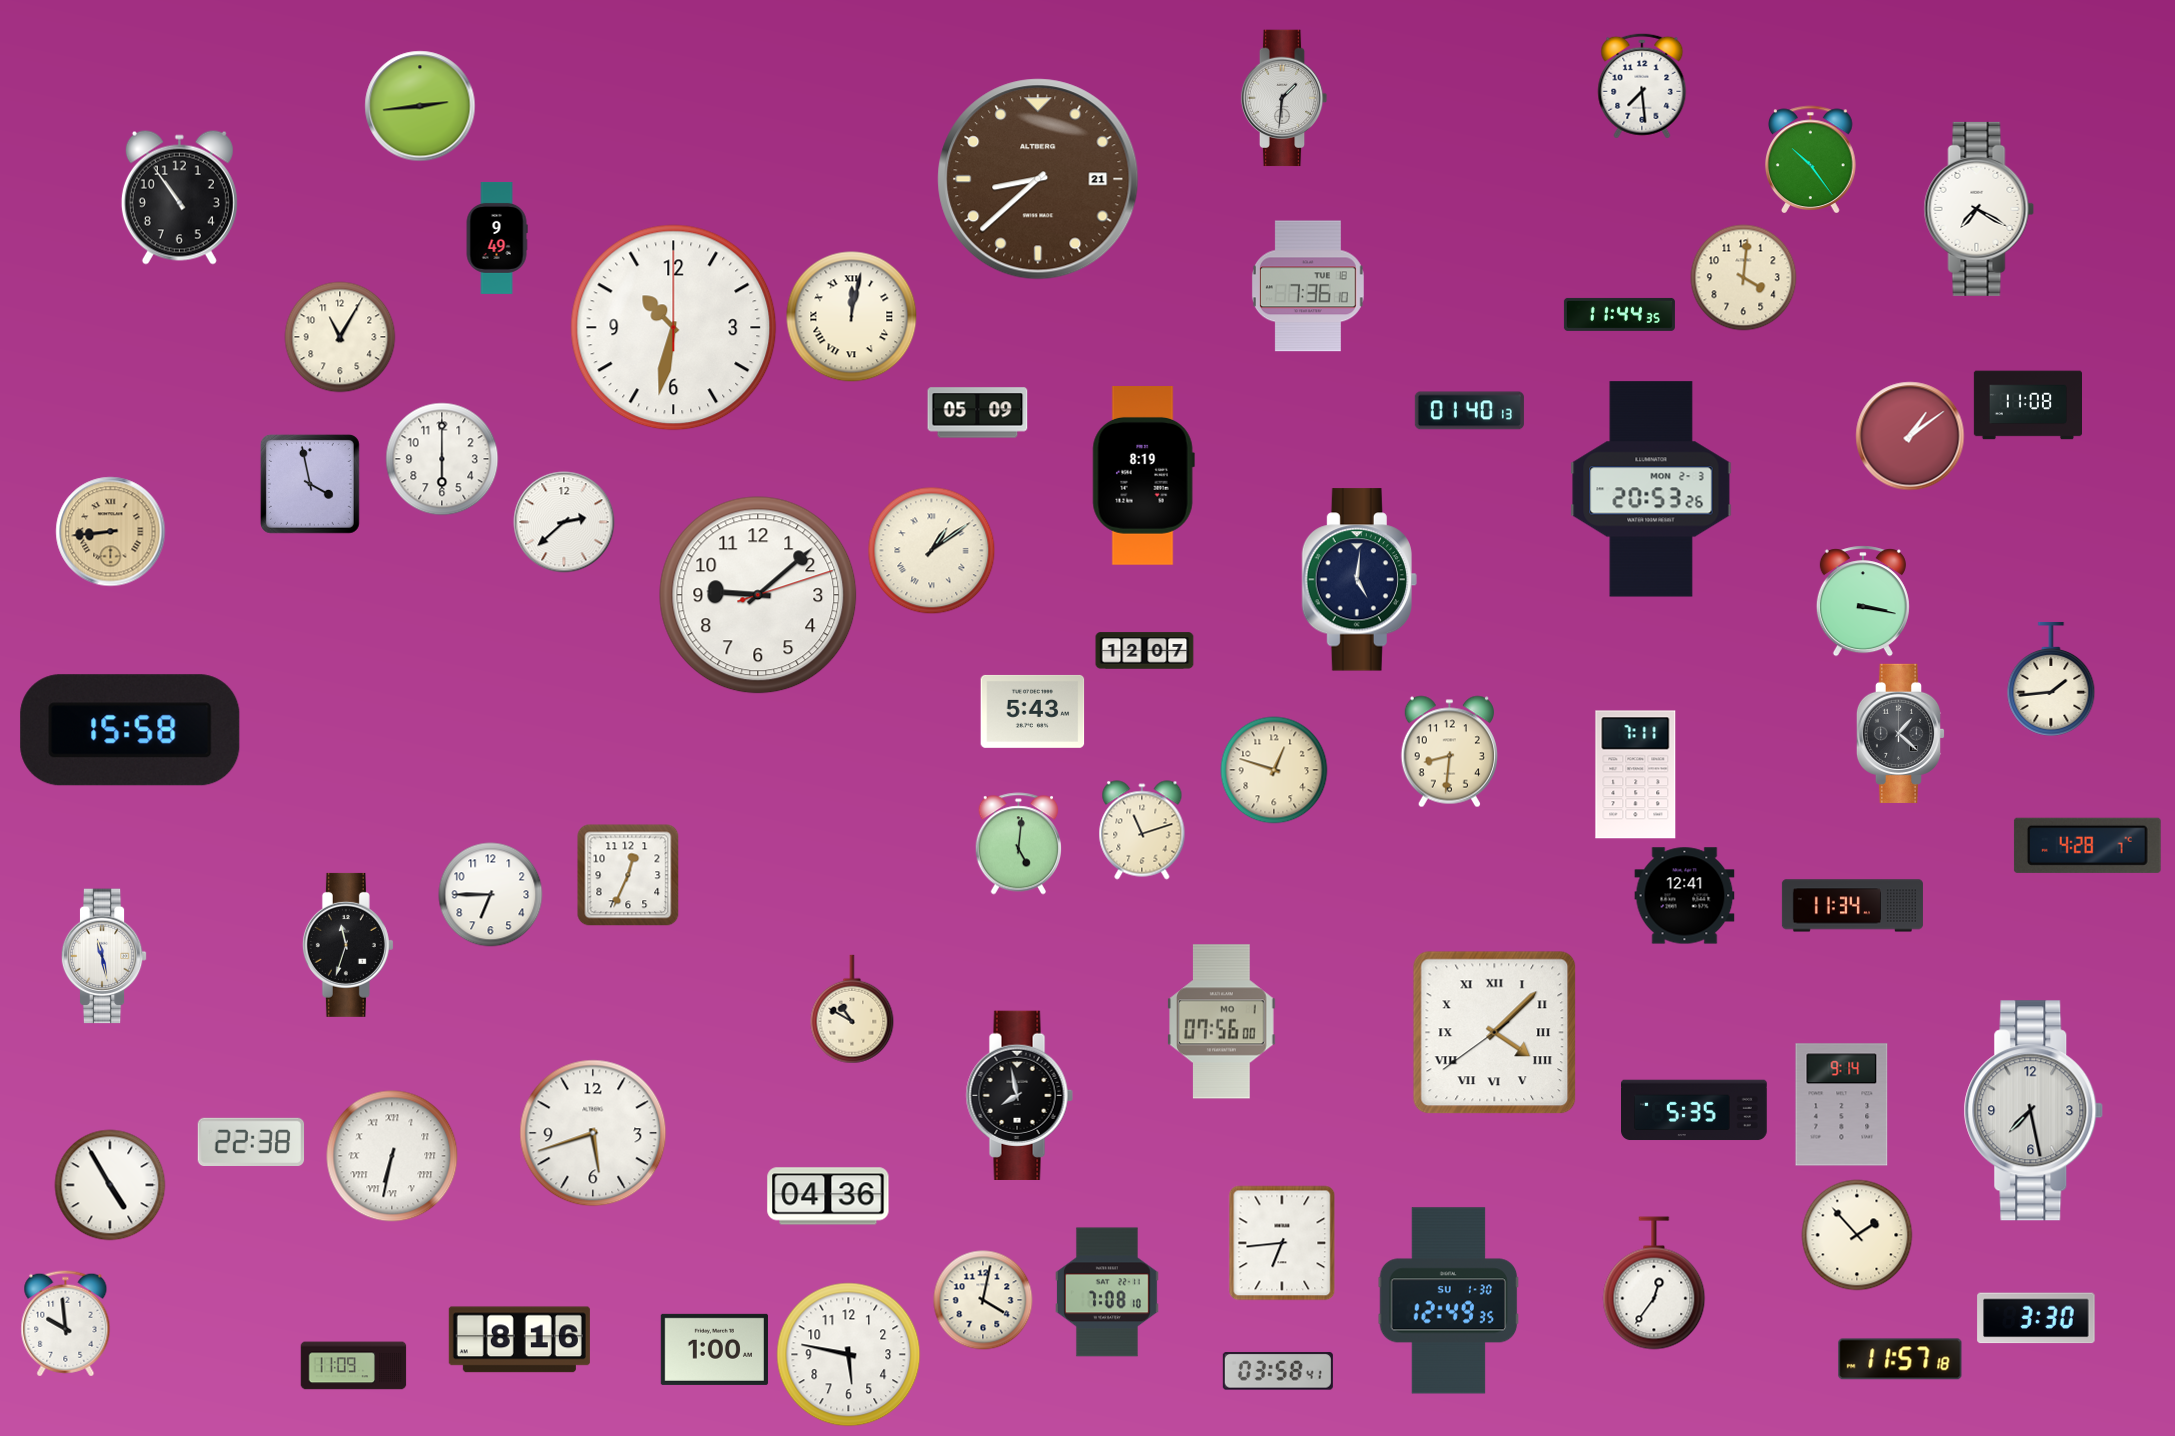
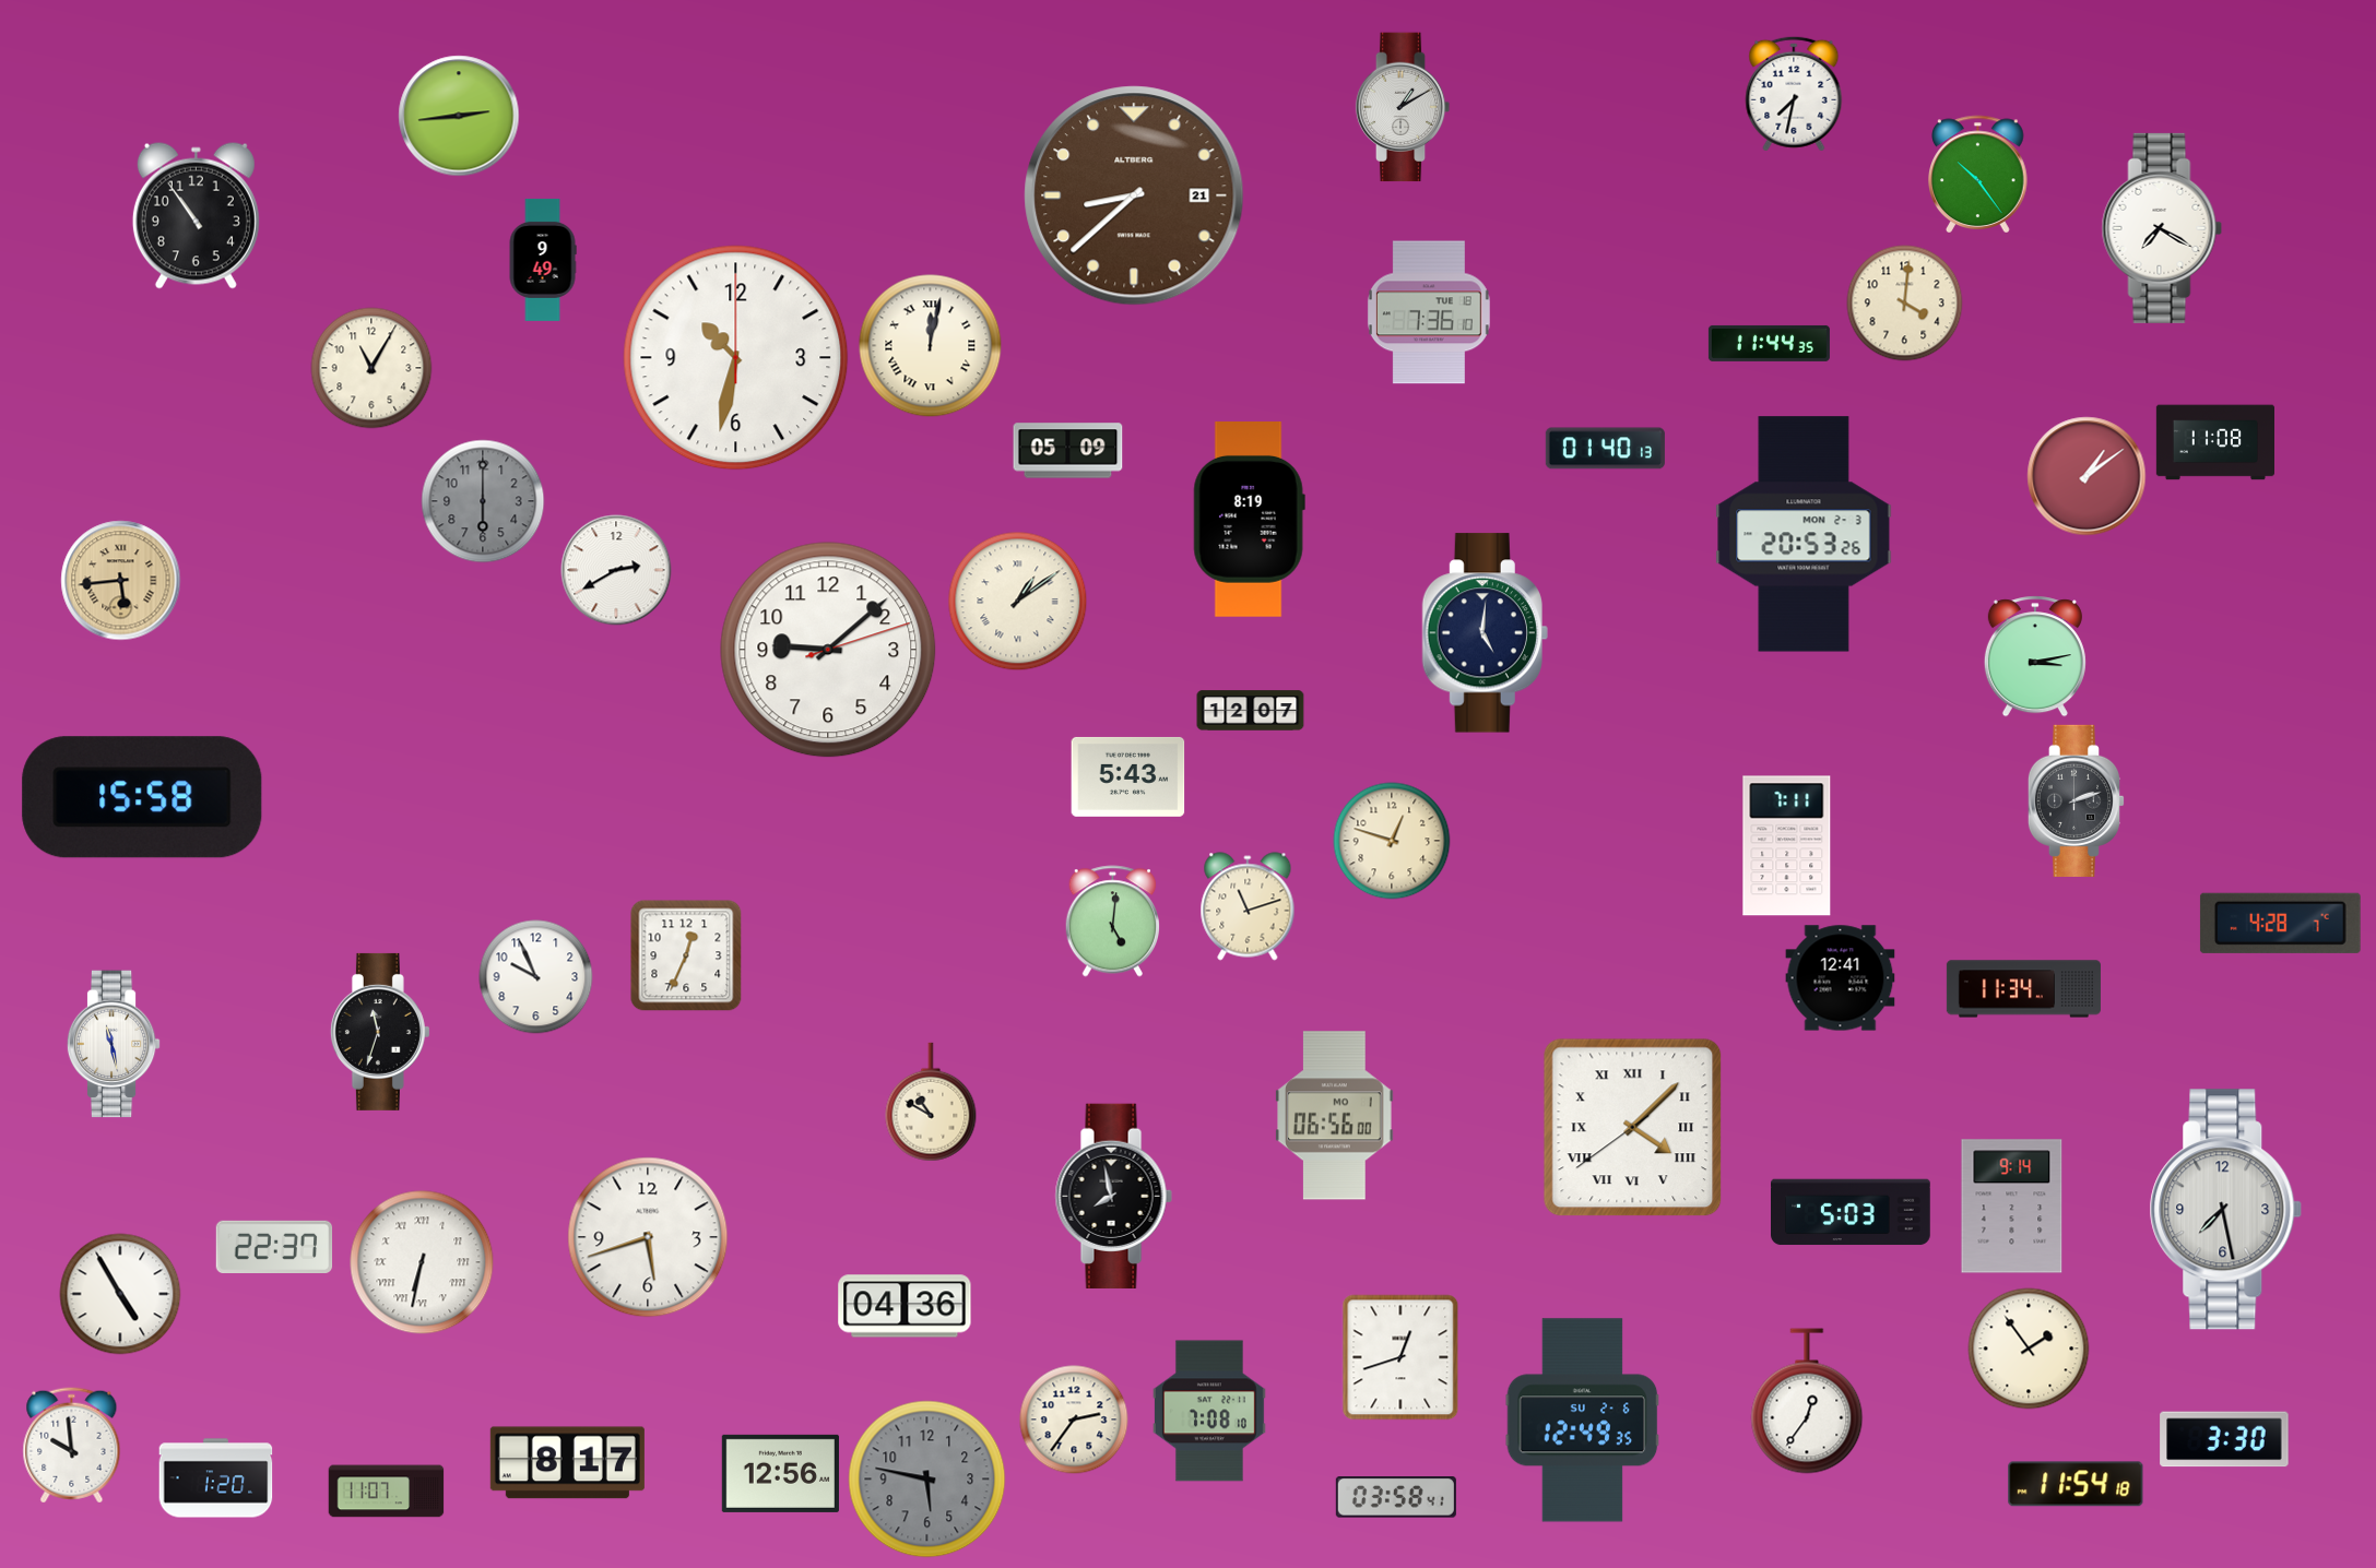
clock at (1642, 86): 7:29 -> 7:32
clock at (1284, 98): 1:31 -> 1:10
clock at (442, 459) dial: white -> grey
clock at (310, 484): 3:58 -> none
clock at (564, 522): 2:38 -> 2:40
clock at (111, 532): 8:44 -> 5:44
clock at (1863, 601): 3:17 -> 3:13
clock at (2051, 679): 1:44 -> none
clock at (1901, 733): 1:22 -> 2:12
clock at (1449, 752): 8:31 -> none
clock at (491, 895): 6:45 -> 9:56
clock at (1222, 1022): 07:56 -> 06:56
clock at (1695, 1110): 5:35 -> 5:03
clock at (2034, 1111) position: (2034, 1111) -> (2226, 1210)
clock at (251, 1141): 22:38 -> 22:37
clock at (392, 1156) position: (392, 1156) -> (422, 1262)
clock at (1857, 1235): 1:53 -> 1:54
clock at (1282, 1243): 6:44 -> 12:42
clock at (983, 1300): 4:02 -> 2:36
clock at (1449, 1301) date: SU 1-30 -> SU 2-6
clock at (519, 1340): 8:16 -> 8:17
clock at (714, 1349): 1:00 -> 12:56
clock at (216, 1478): none -> 1:20
clock at (849, 1355) dial: white -> grey
clock at (1900, 1359): 11:57 -> 11:54
clock at (354, 1366): 11:09 -> 11:07
